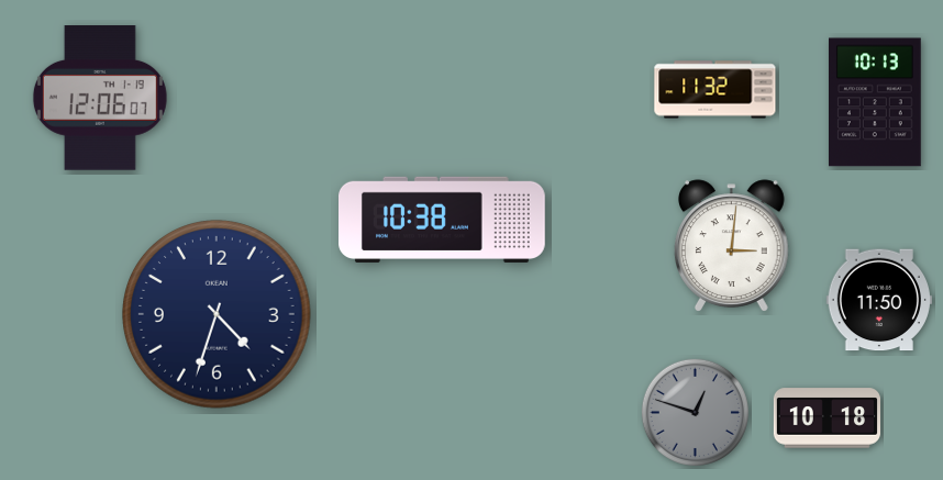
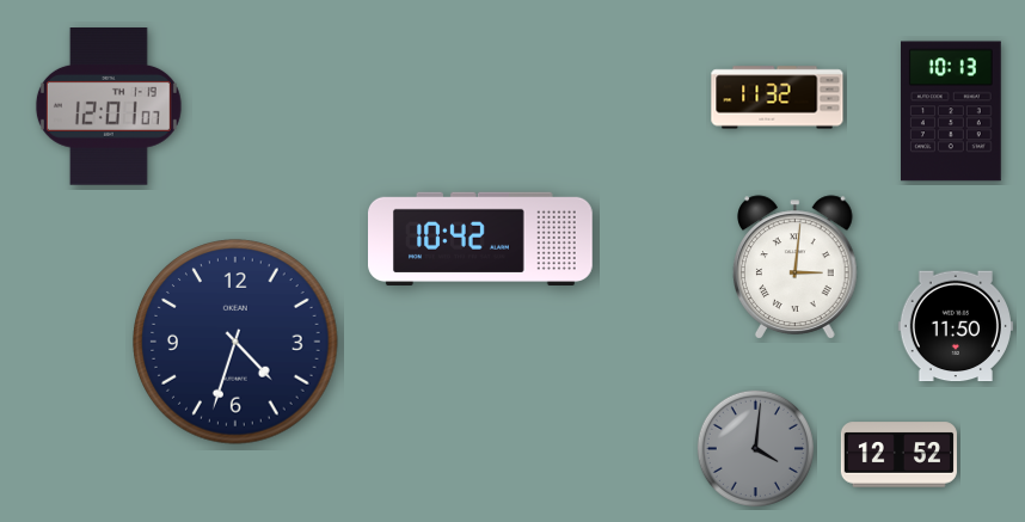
clock at (100, 99): 12:06 -> 12:01
clock at (443, 219): 10:38 -> 10:42
clock at (695, 412): 12:48 -> 4:01
clock at (826, 418): 10:18 -> 12:52
